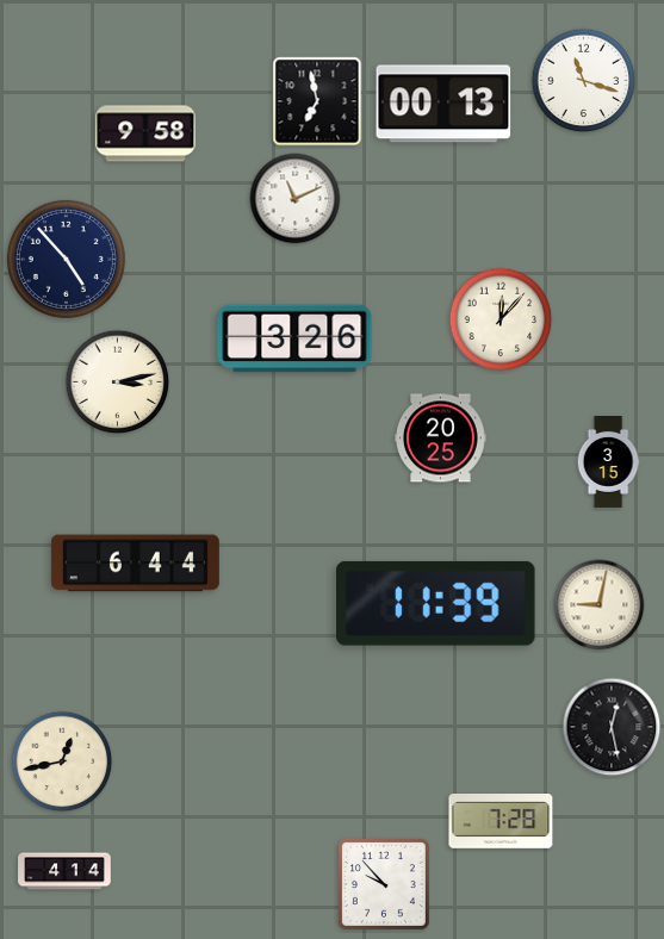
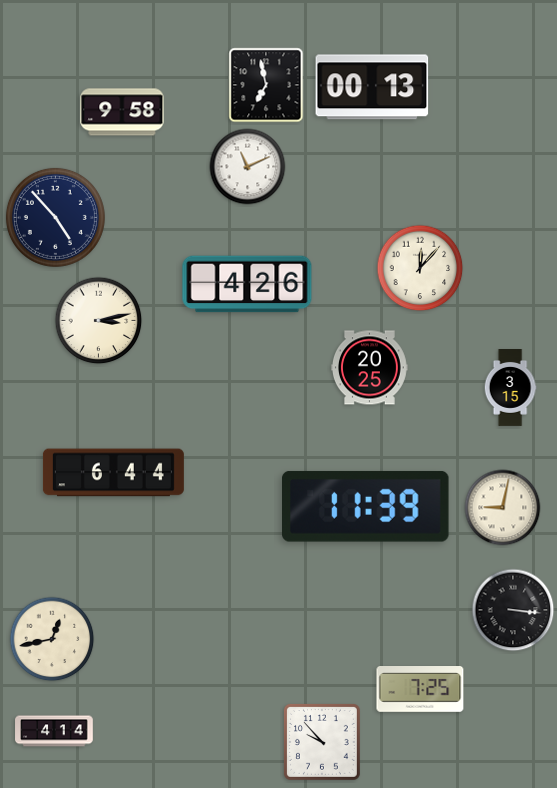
clock at (584, 81): 11:18 -> none
clock at (294, 338): 3:26 -> 4:26
clock at (612, 727): 12:28 -> 3:16
clock at (501, 822): 7:28 -> 7:25
